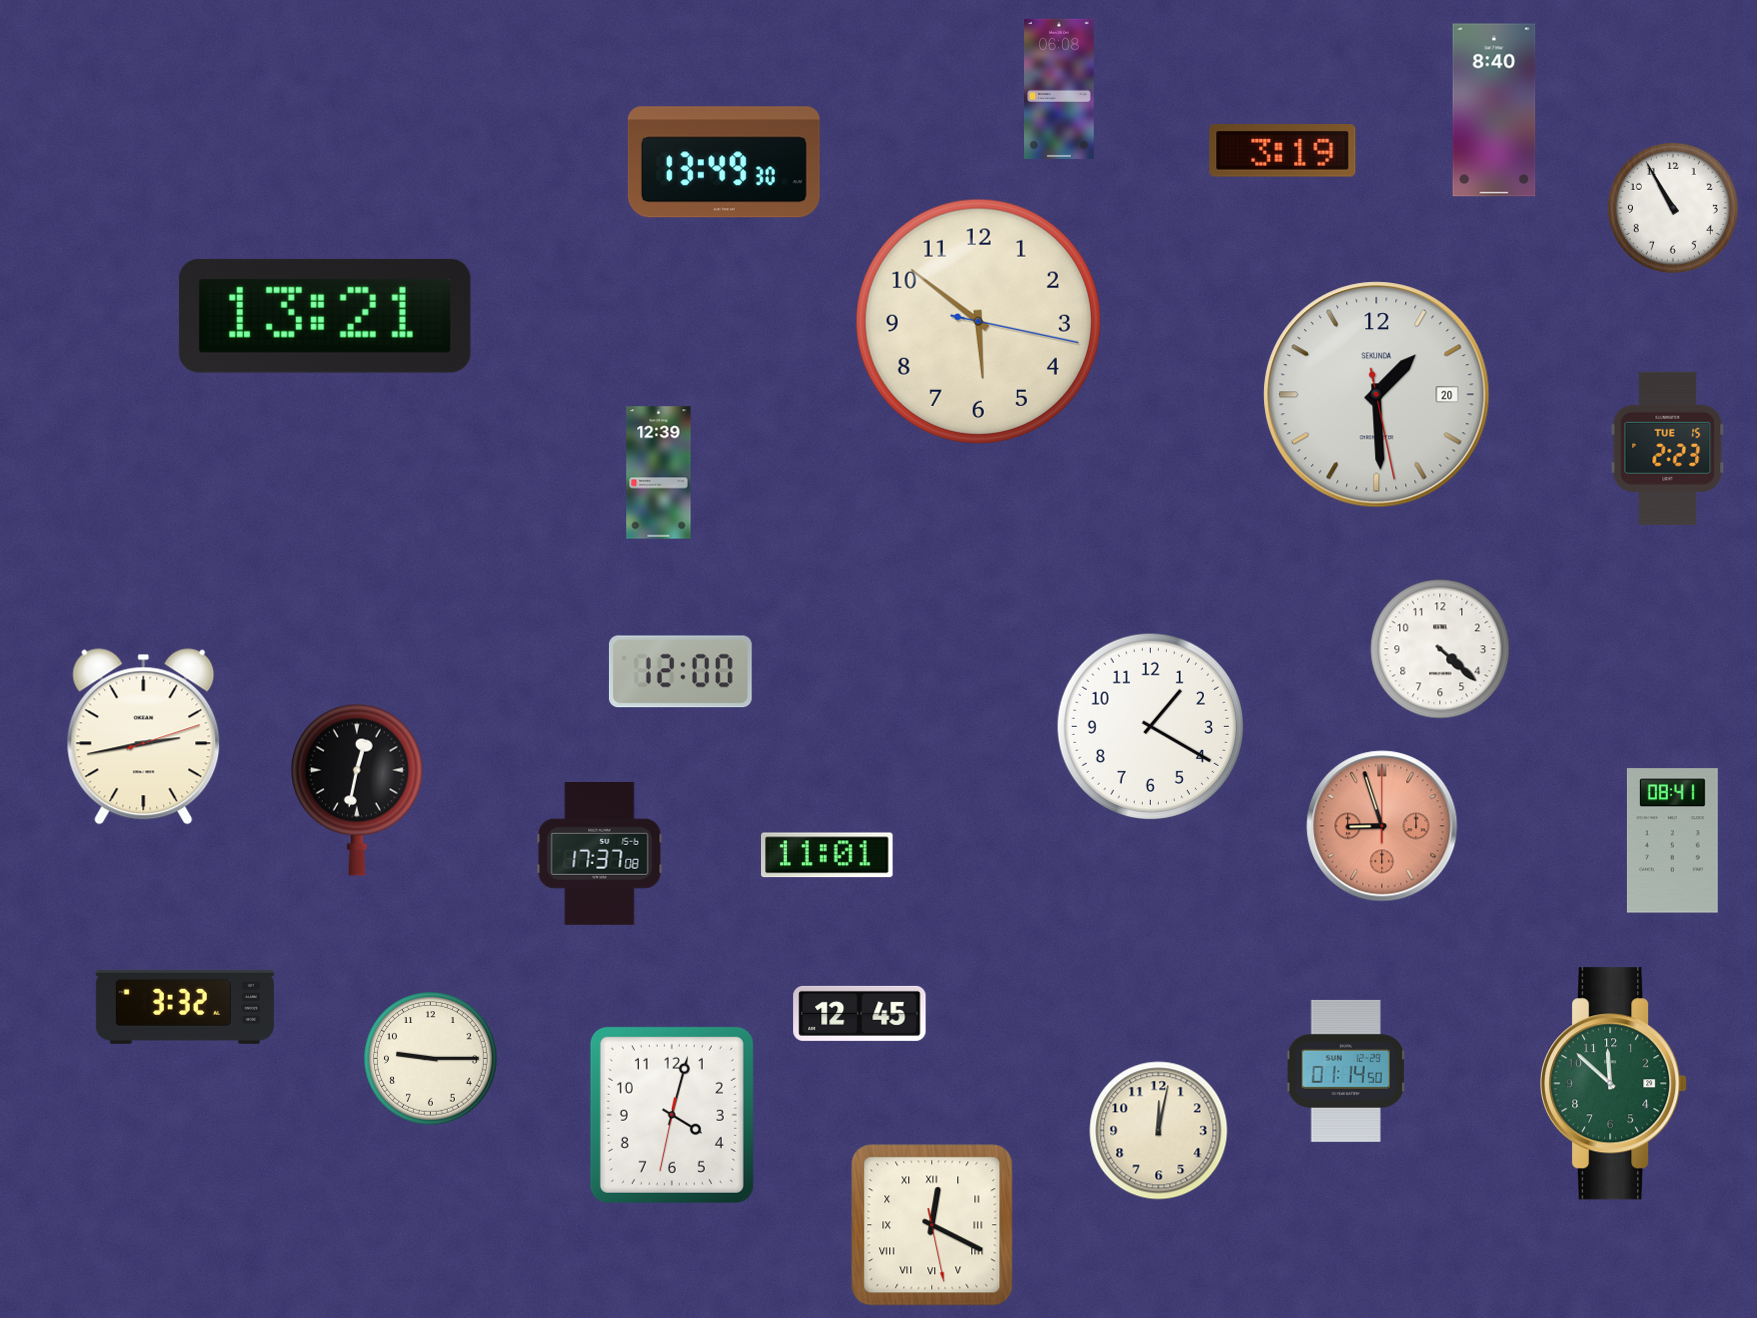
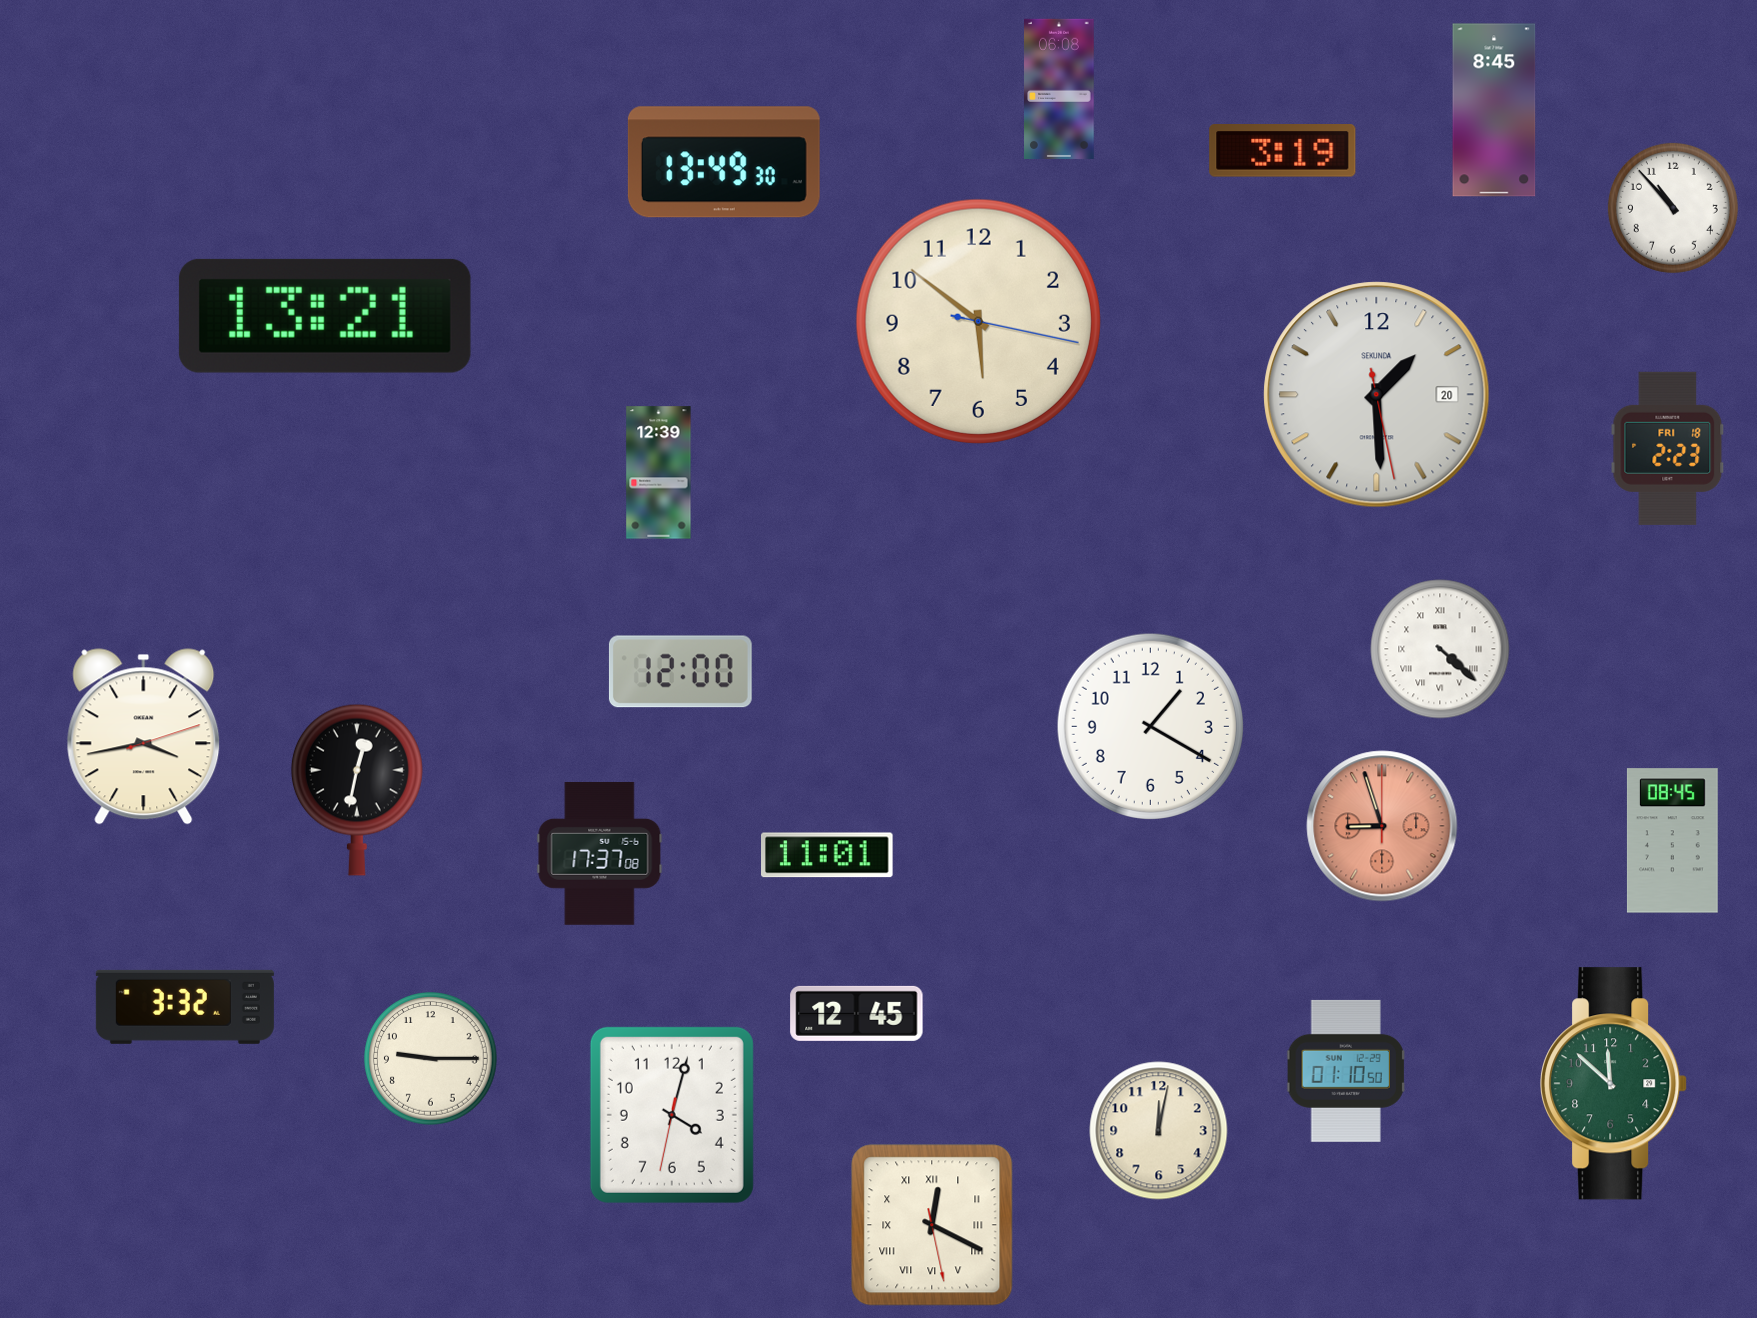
clock at (1494, 110): 8:40 -> 8:45
clock at (1673, 208): 10:55 -> 10:53
clock at (1668, 448) date: TUE 15 -> FRI 18
clock at (1440, 649) numerals: Arabic -> Roman
clock at (144, 737): 2:43 -> 3:43
clock at (1672, 841): 08:41 -> 08:45
clock at (860, 1013) position: (860, 1013) -> (857, 1013)
clock at (1346, 1071): 01:14 -> 01:10
